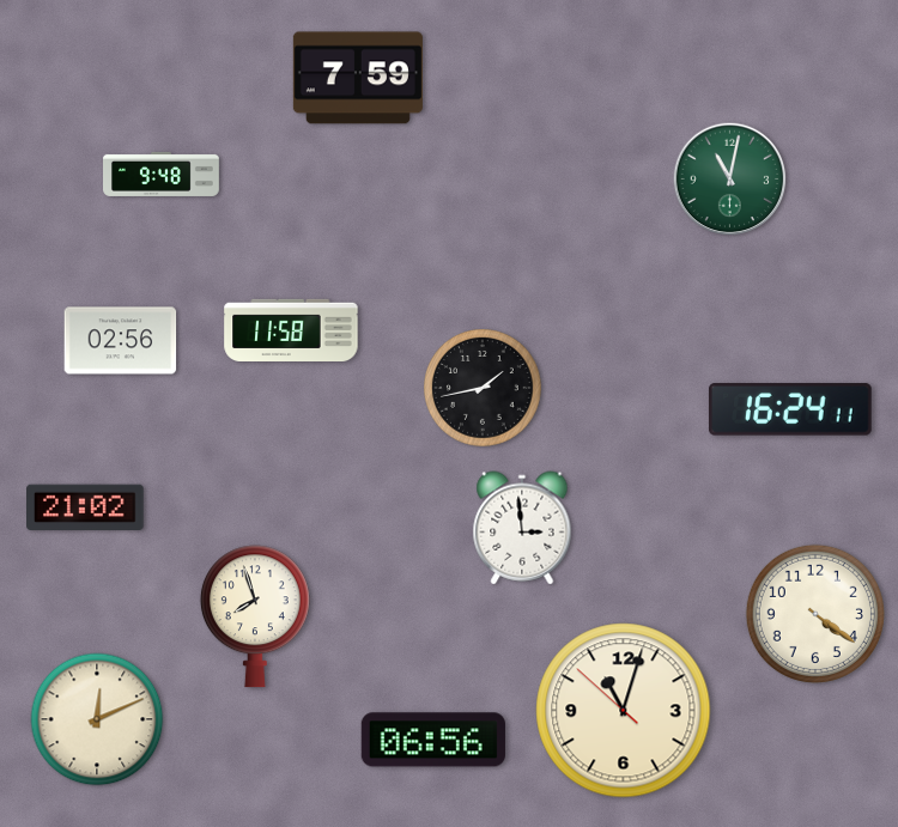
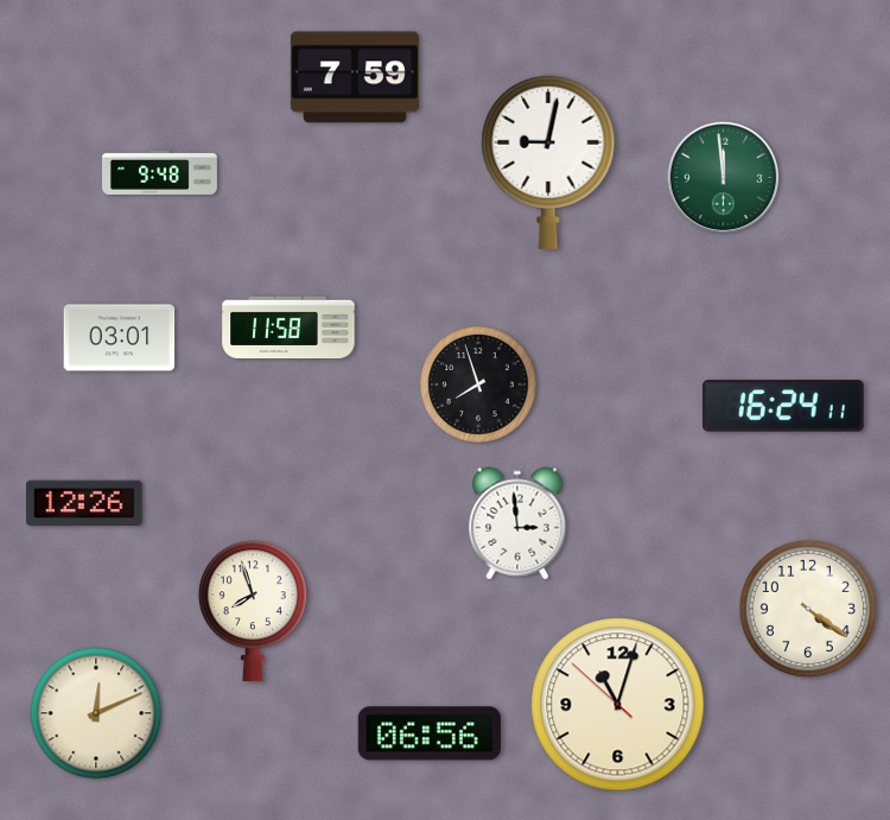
clock at (548, 163): none -> 9:02
clock at (730, 180): 11:02 -> 11:59
clock at (121, 341): 02:56 -> 03:01
clock at (484, 389): 1:43 -> 7:57
clock at (85, 506): 21:02 -> 12:26
